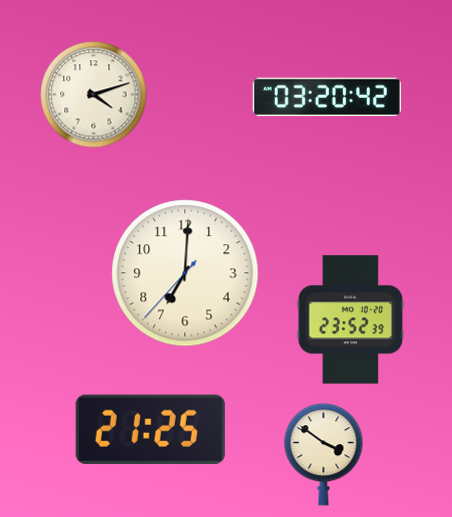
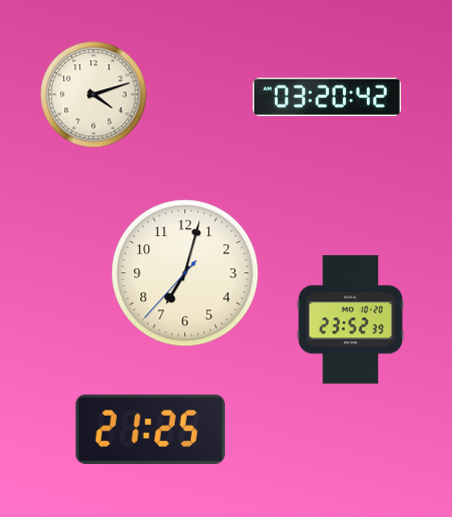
clock at (185, 273): 7:00 -> 7:02
clock at (324, 455): 3:51 -> none
